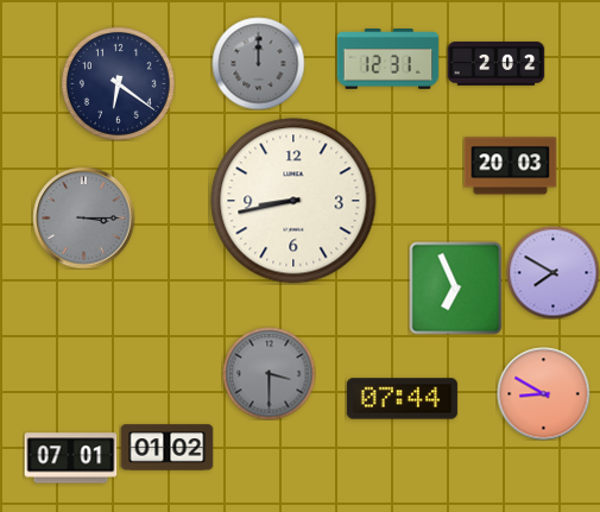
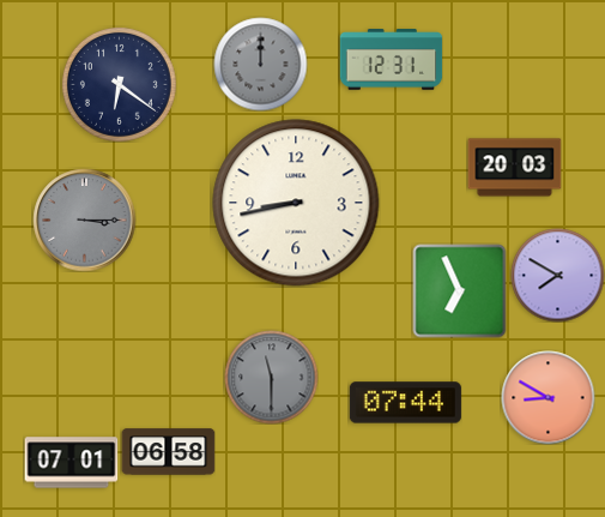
clock at (495, 63): 2:02 -> none
clock at (269, 373): 3:30 -> 11:30
clock at (166, 448): 01:02 -> 06:58
